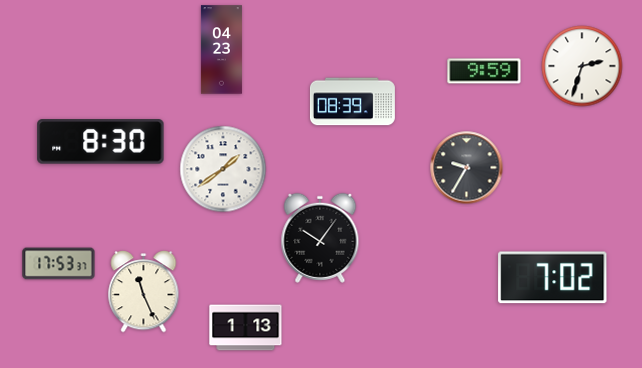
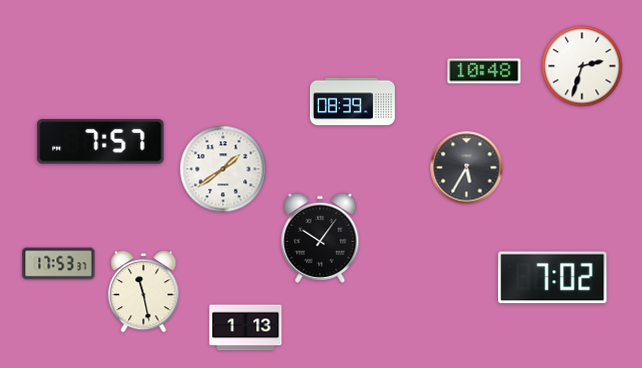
clock at (221, 50): 04:23 -> none
clock at (484, 71): 9:59 -> 10:48
clock at (101, 142): 8:30 -> 7:57
clock at (467, 168): 9:35 -> 5:35
clock at (144, 292): 11:26 -> 11:28
